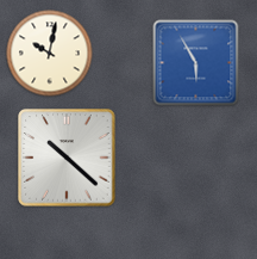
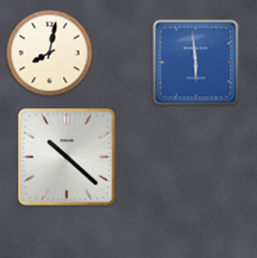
clock at (50, 54): 10:02 -> 8:02
clock at (196, 63): 5:55 -> 5:59
